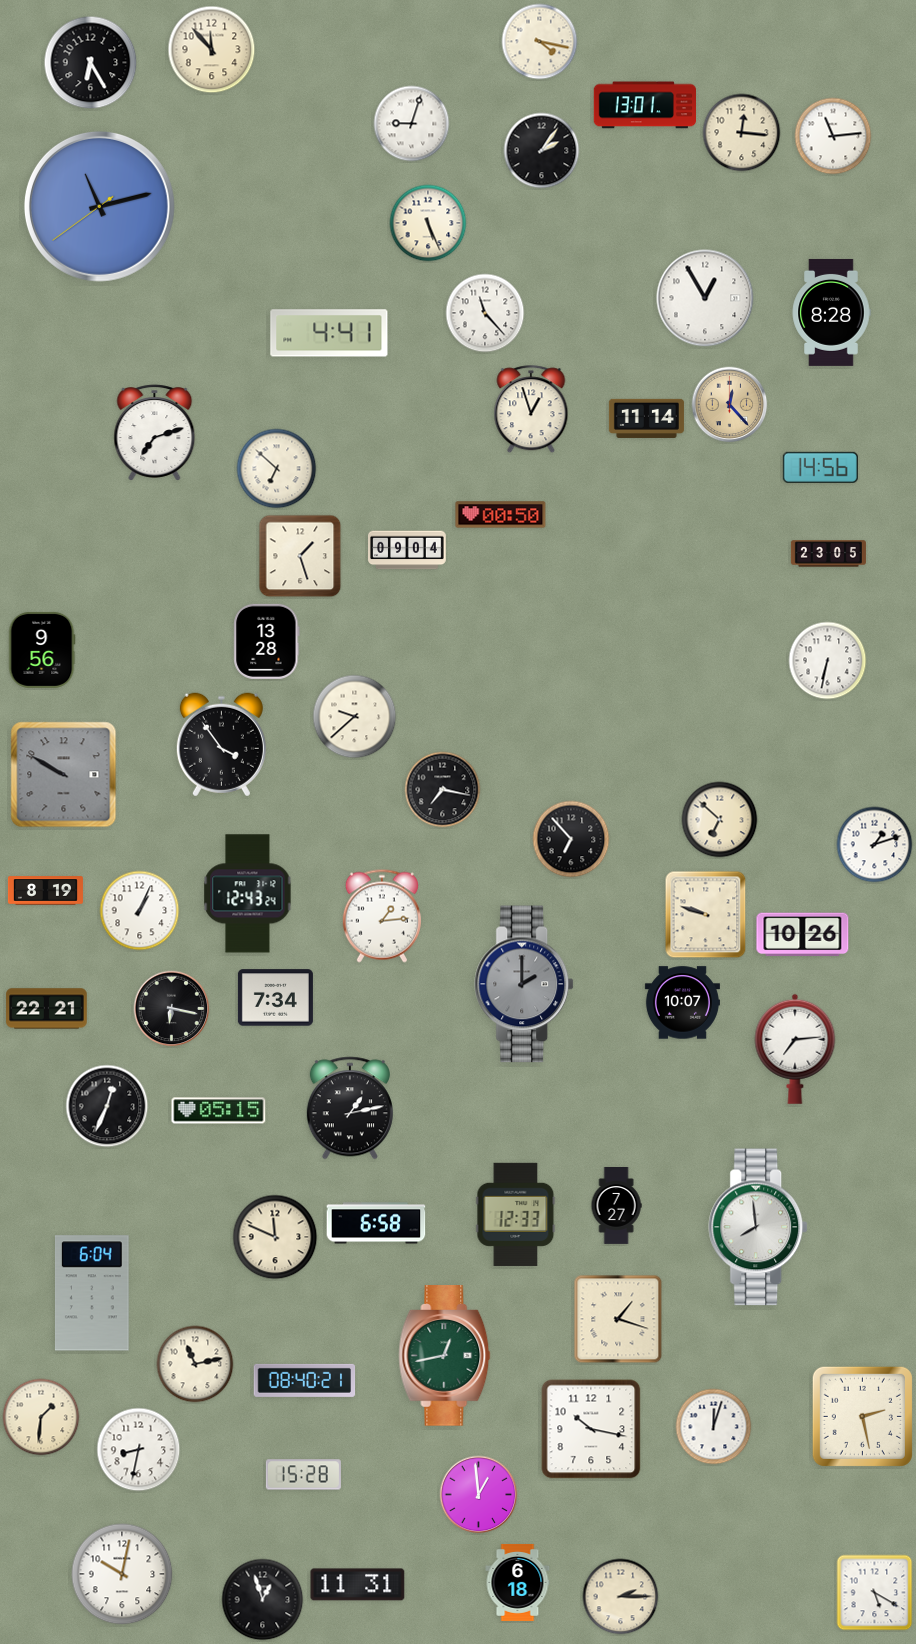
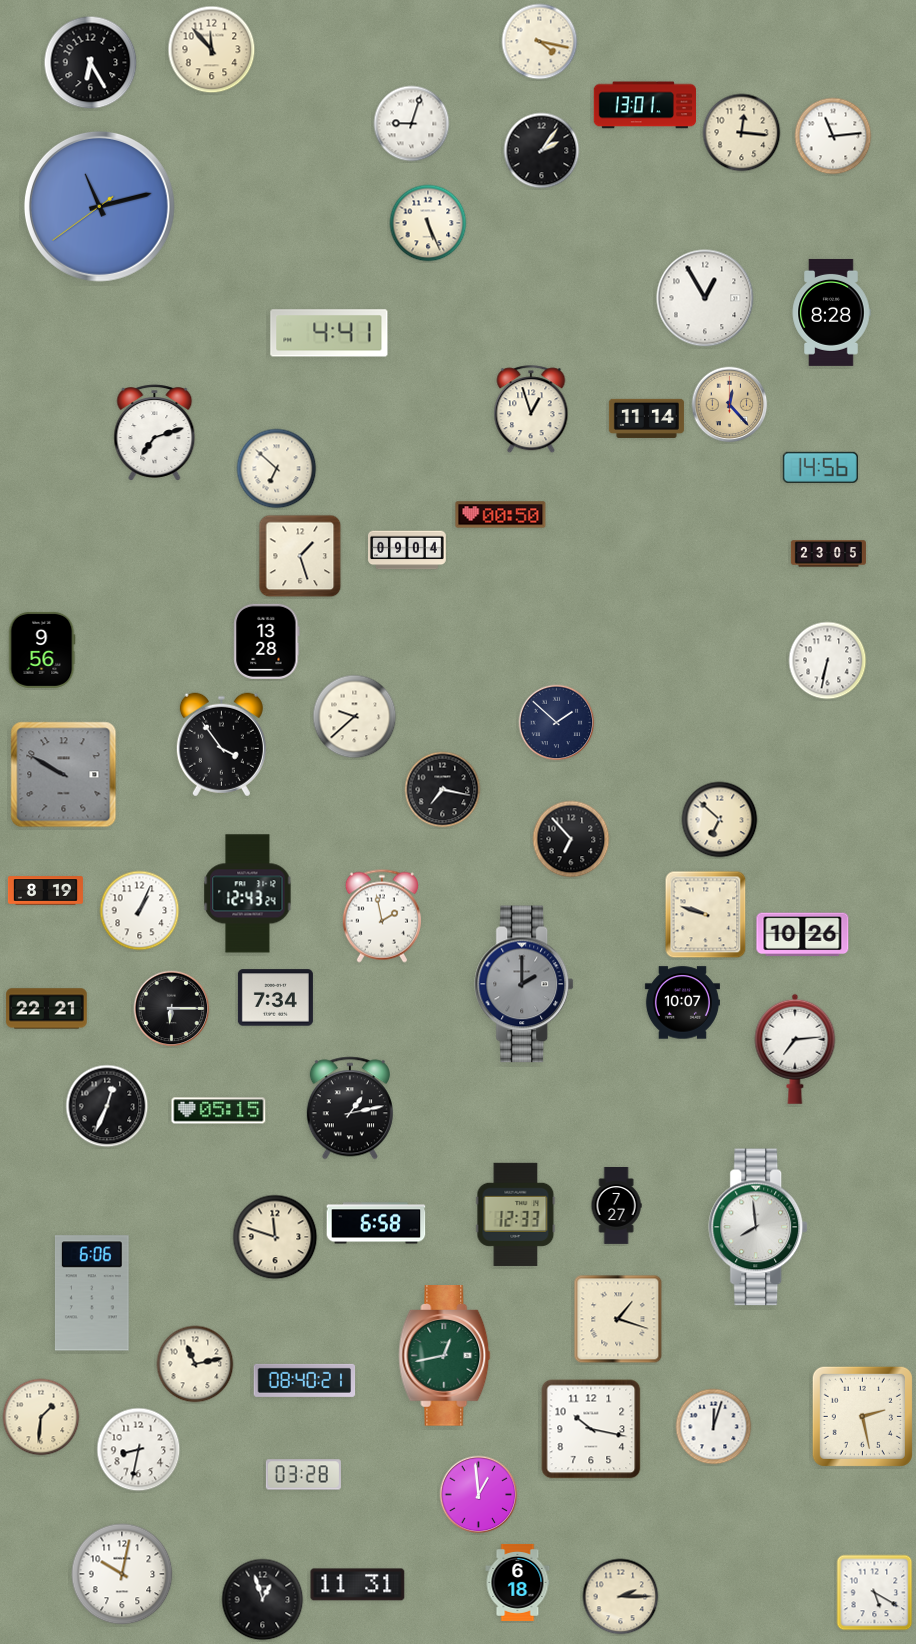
clock at (485, 313): 11:23 -> none
clock at (557, 723): none -> 1:52
clock at (875, 845): 1:12 -> none
clock at (382, 916): 1:14 -> 1:58
clock at (172, 1009): 6:17 -> 6:15
clock at (275, 1237): 11:49 -> 11:48
clock at (92, 1293): 6:04 -> 6:06
clock at (303, 1475): 15:28 -> 03:28
